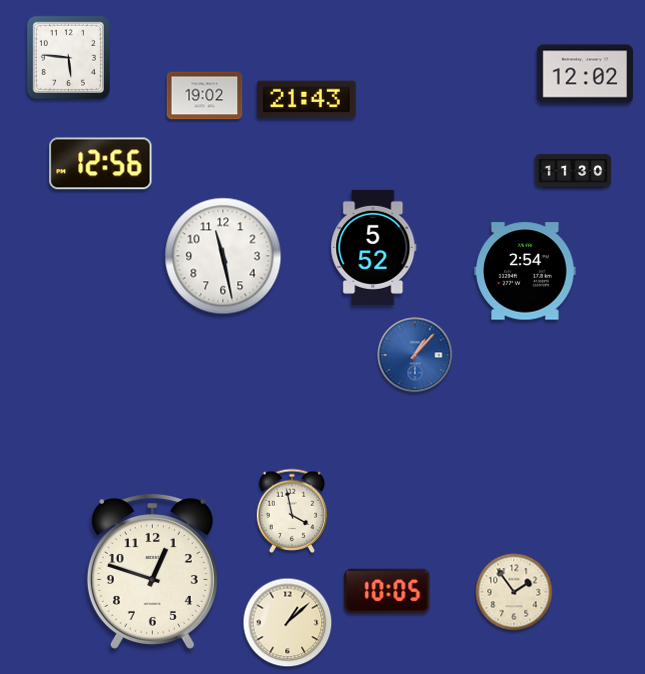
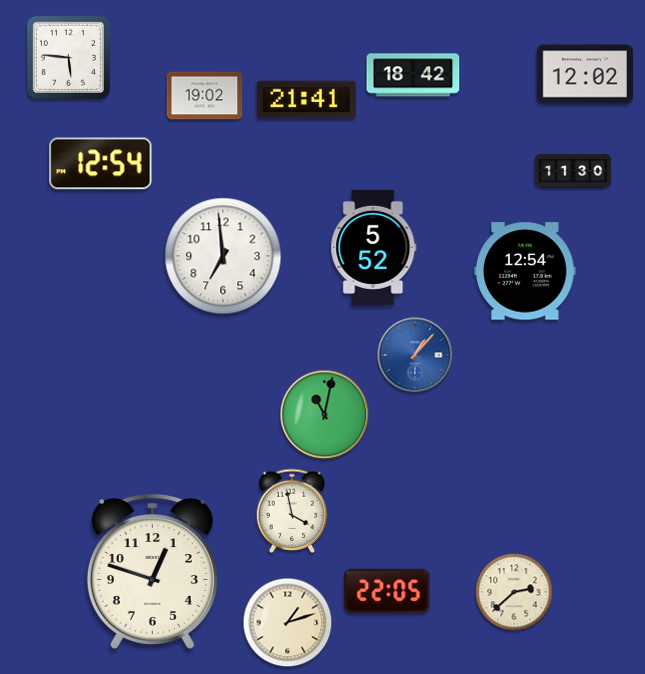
clock at (413, 75): none -> 18:42
clock at (306, 100): 21:43 -> 21:41
clock at (101, 164): 12:56 -> 12:54
clock at (223, 256): 11:28 -> 6:59
clock at (525, 271): 2:54 -> 12:54
clock at (325, 415): none -> 11:02
clock at (387, 591): 10:05 -> 22:05
clock at (514, 592): 1:54 -> 2:38
clock at (288, 623): 1:08 -> 1:12
